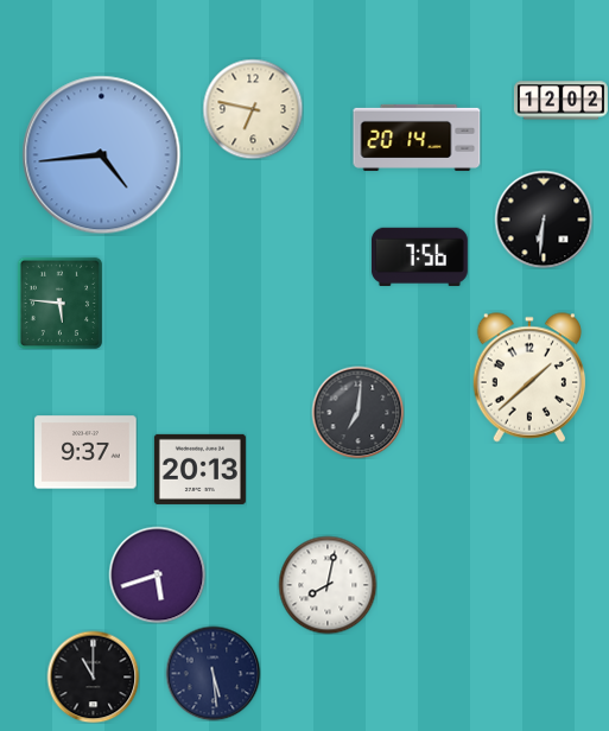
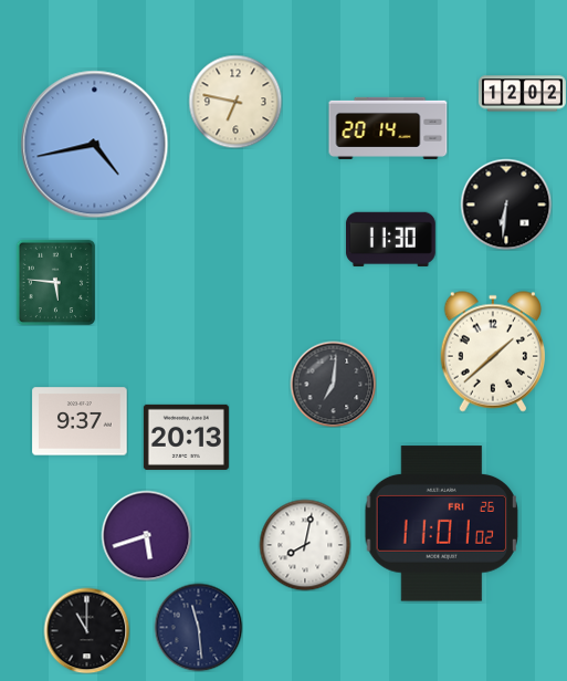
clock at (102, 155): 4:44 -> 4:43
clock at (419, 256): 7:56 -> 11:30
clock at (441, 524): none -> 11:01
clock at (212, 673): 5:29 -> 11:29
